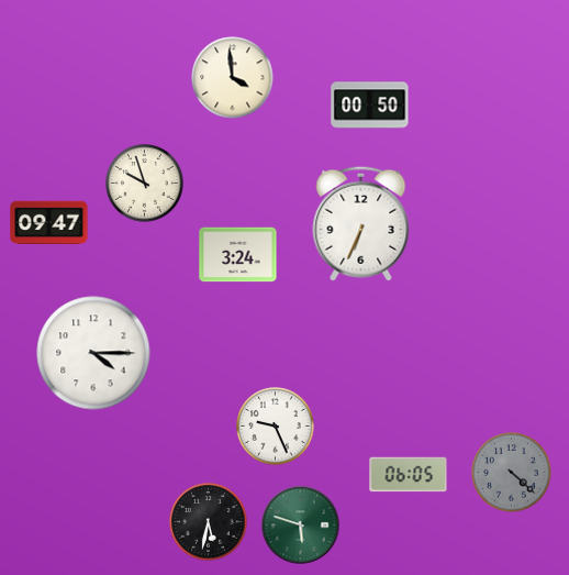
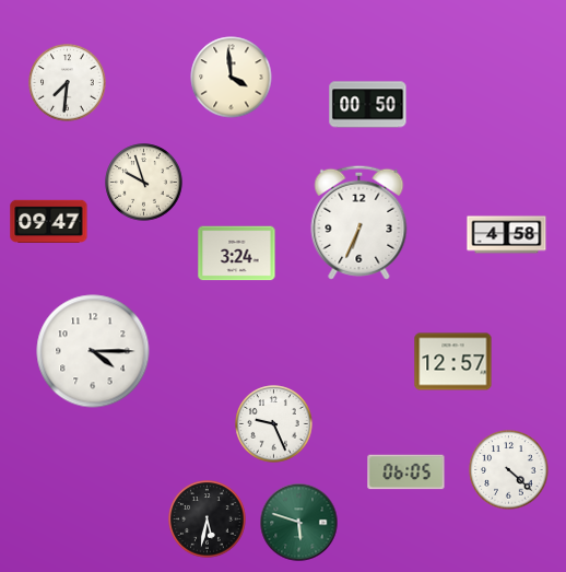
clock at (68, 83): none -> 7:31
clock at (507, 235): none -> 4:58
clock at (453, 362): none -> 12:57
clock at (512, 473) dial: grey -> white
